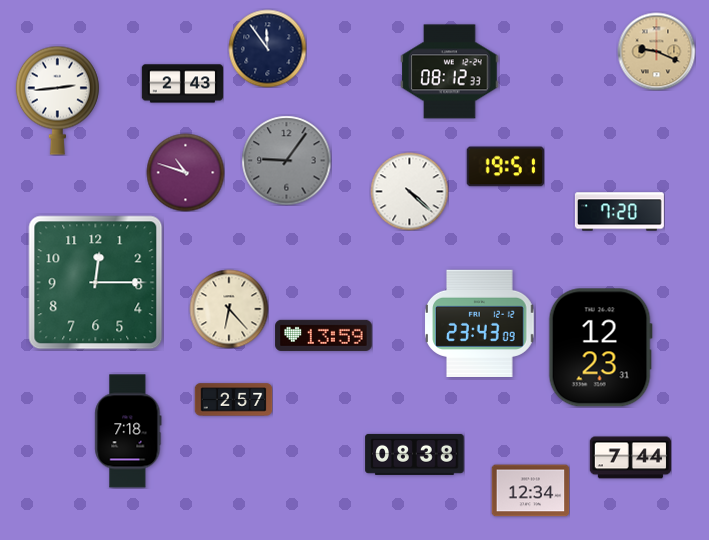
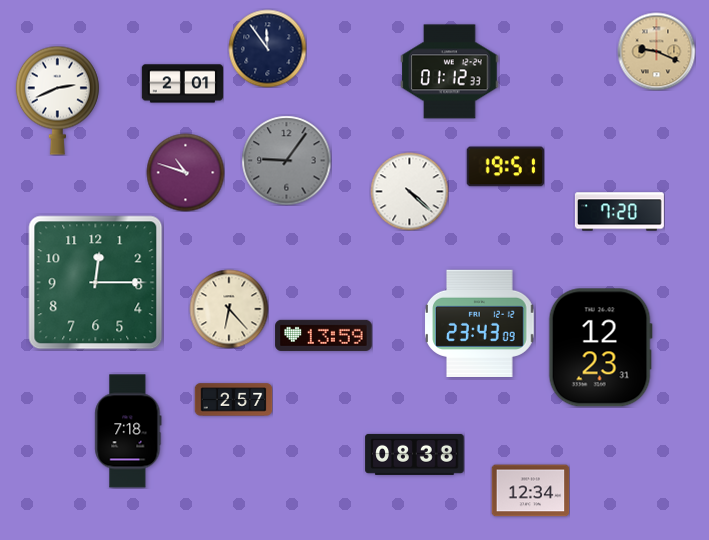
clock at (450, 72): 08:12 -> 01:12
clock at (182, 84): 2:43 -> 2:01
clock at (57, 100): 2:44 -> 2:41
clock at (630, 458): 7:44 -> none
